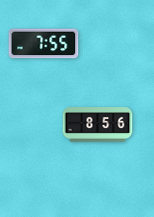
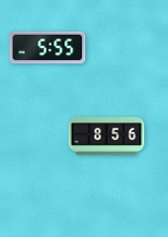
clock at (44, 44): 7:55 -> 5:55
